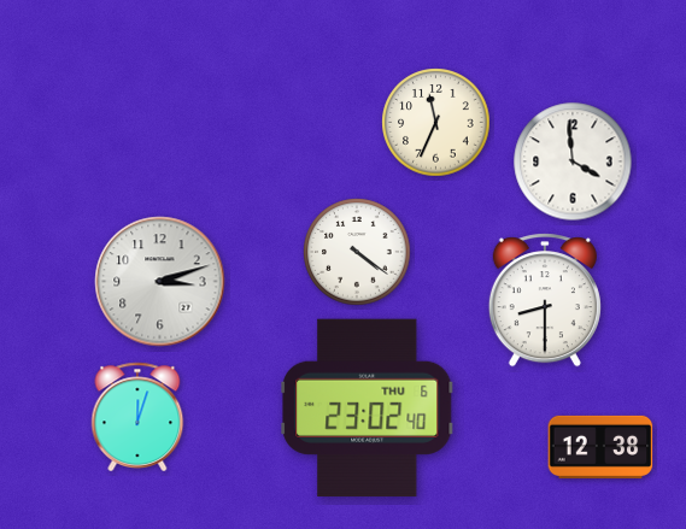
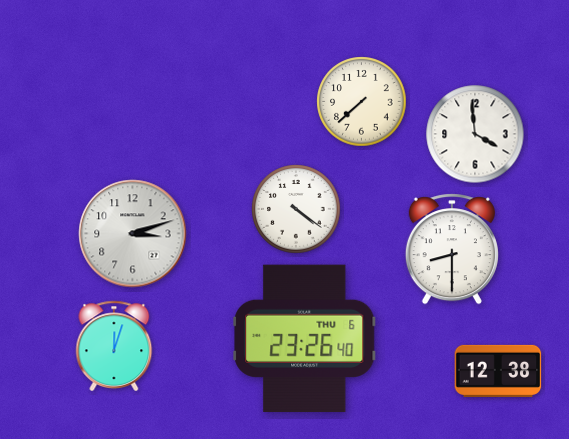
clock at (436, 123): 11:34 -> 7:38
clock at (368, 408): 23:02 -> 23:26
